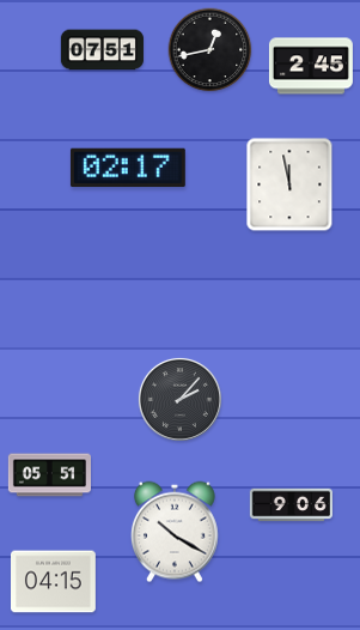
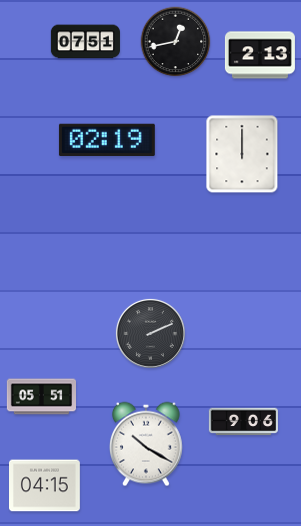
clock at (311, 66): 2:45 -> 2:13
clock at (128, 168): 02:17 -> 02:19
clock at (289, 184): 11:58 -> 12:00
clock at (179, 399): 2:07 -> 2:11
